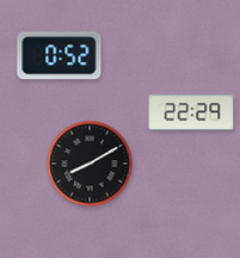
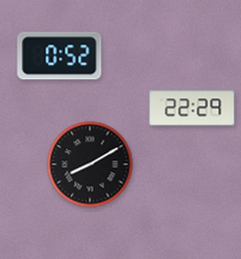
clock at (191, 112) position: (191, 112) -> (192, 108)
